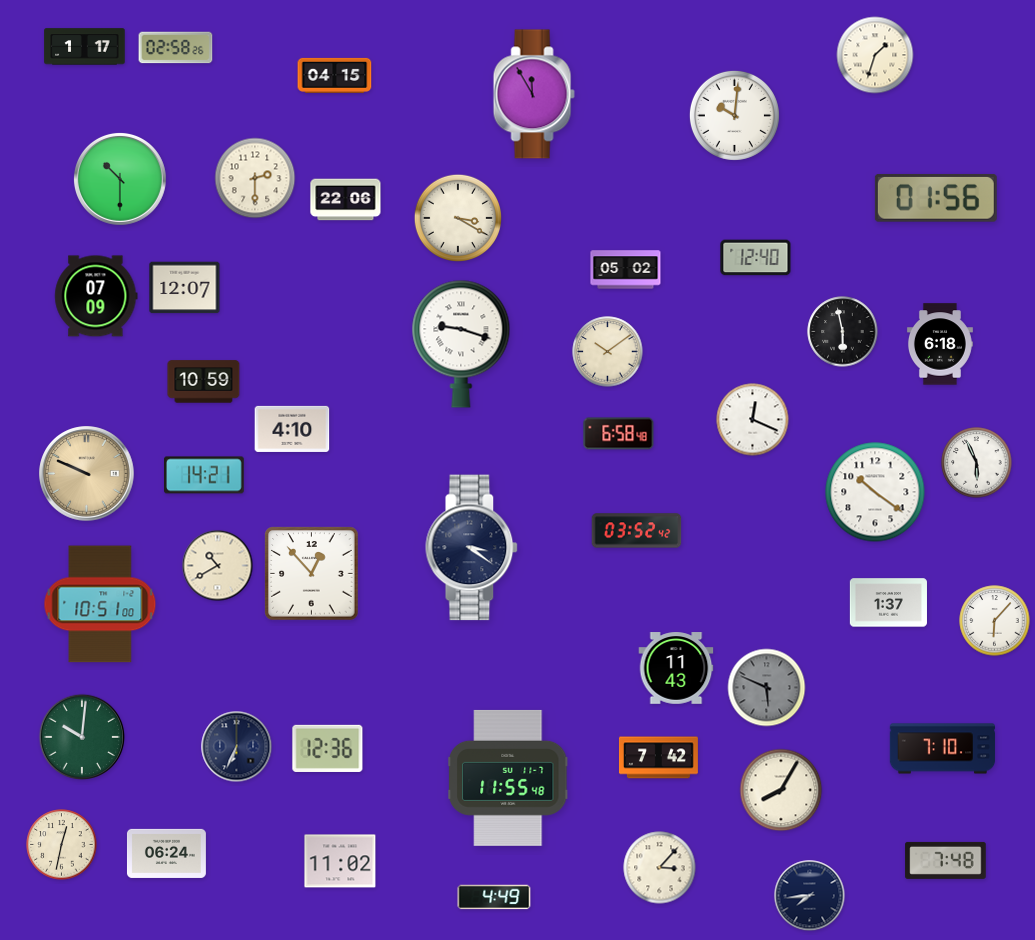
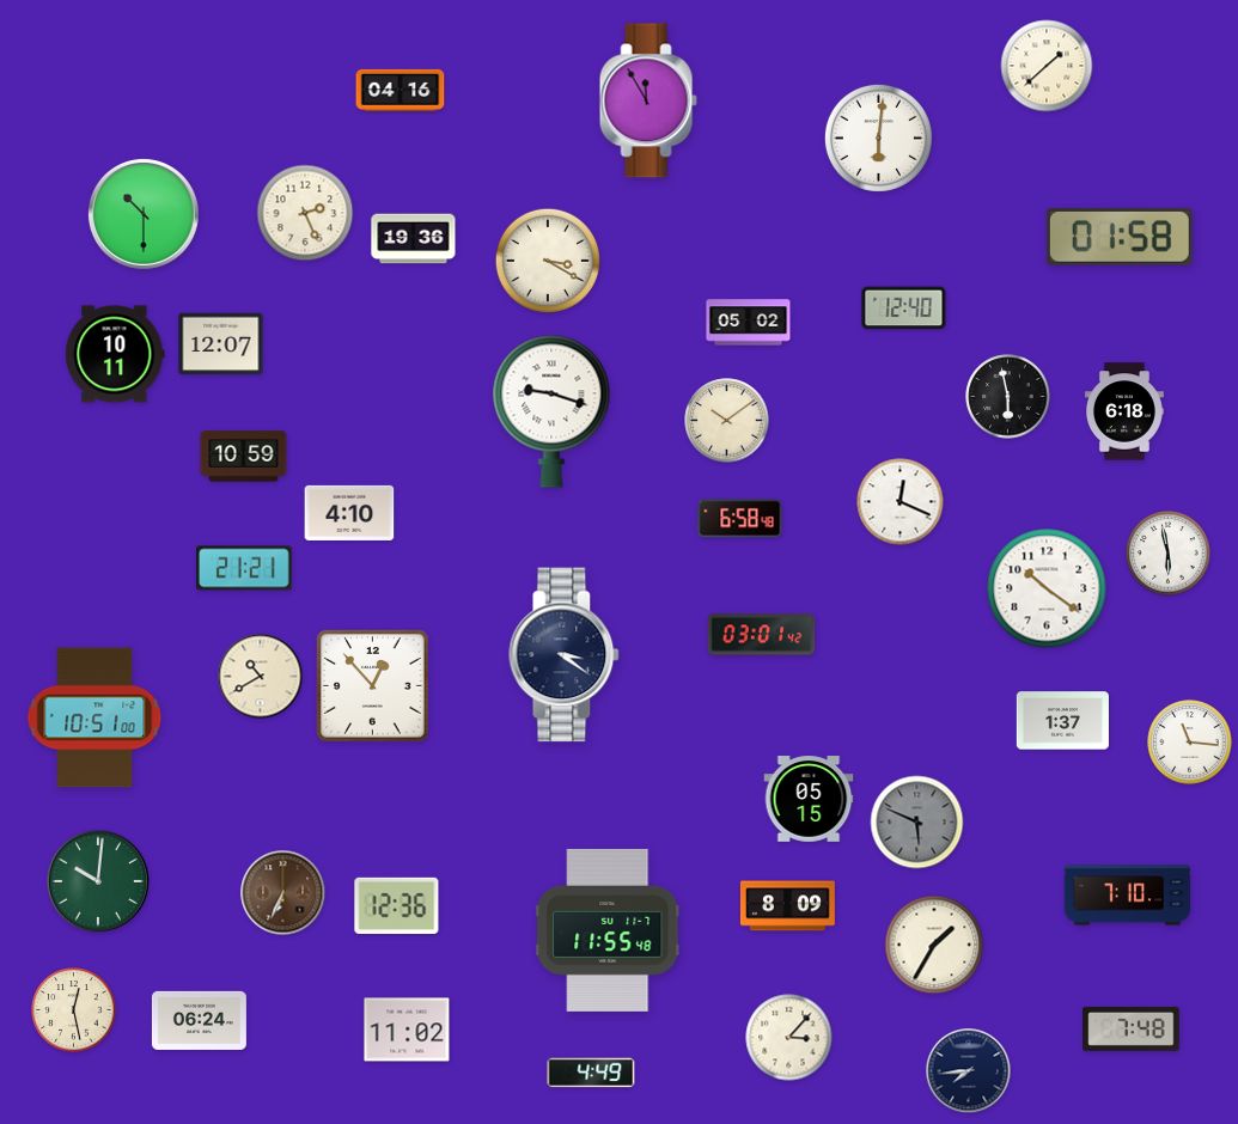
clock at (85, 47): 1:17 -> none
clock at (176, 48): 02:58 -> none
clock at (875, 55): 1:33 -> 1:38
clock at (335, 75): 04:15 -> 04:16
clock at (534, 94) position: (534, 94) -> (648, 100)
clock at (734, 115): 10:01 -> 6:01
clock at (255, 178): 2:30 -> 2:26
clock at (936, 198): 01:56 -> 01:58
clock at (346, 200): 22:06 -> 19:36
clock at (96, 296): 07:09 -> 10:11
clock at (977, 463): 5:56 -> 5:58
clock at (87, 474): 9:49 -> none
clock at (205, 475): 14:21 -> 21:21
clock at (637, 531): 03:52 -> 03:01
clock at (100, 604) position: (100, 604) -> (94, 717)
clock at (995, 621): 6:07 -> 11:16
clock at (676, 668): 11:43 -> 05:15
clock at (237, 747) dial: navy -> brown
clock at (328, 748) position: (328, 748) -> (397, 905)
clock at (658, 758): 7:42 -> 8:09
clock at (781, 790): 8:05 -> 1:35
clock at (62, 845): 12:32 -> 12:28
